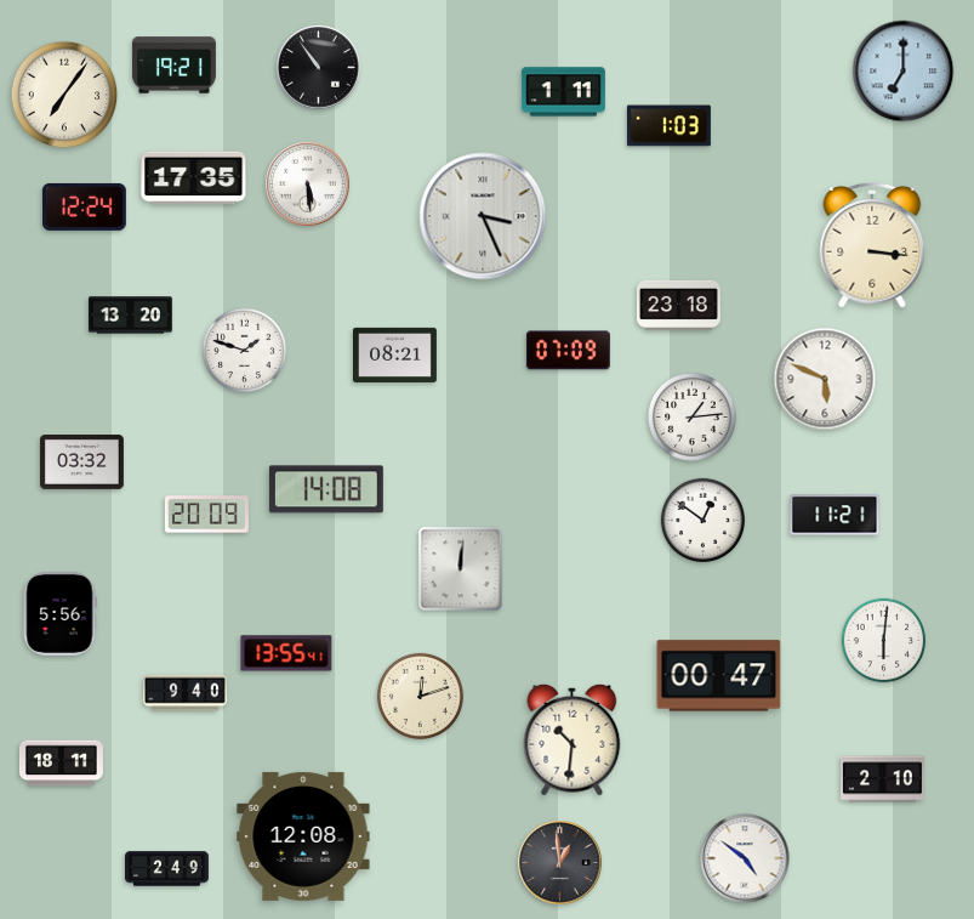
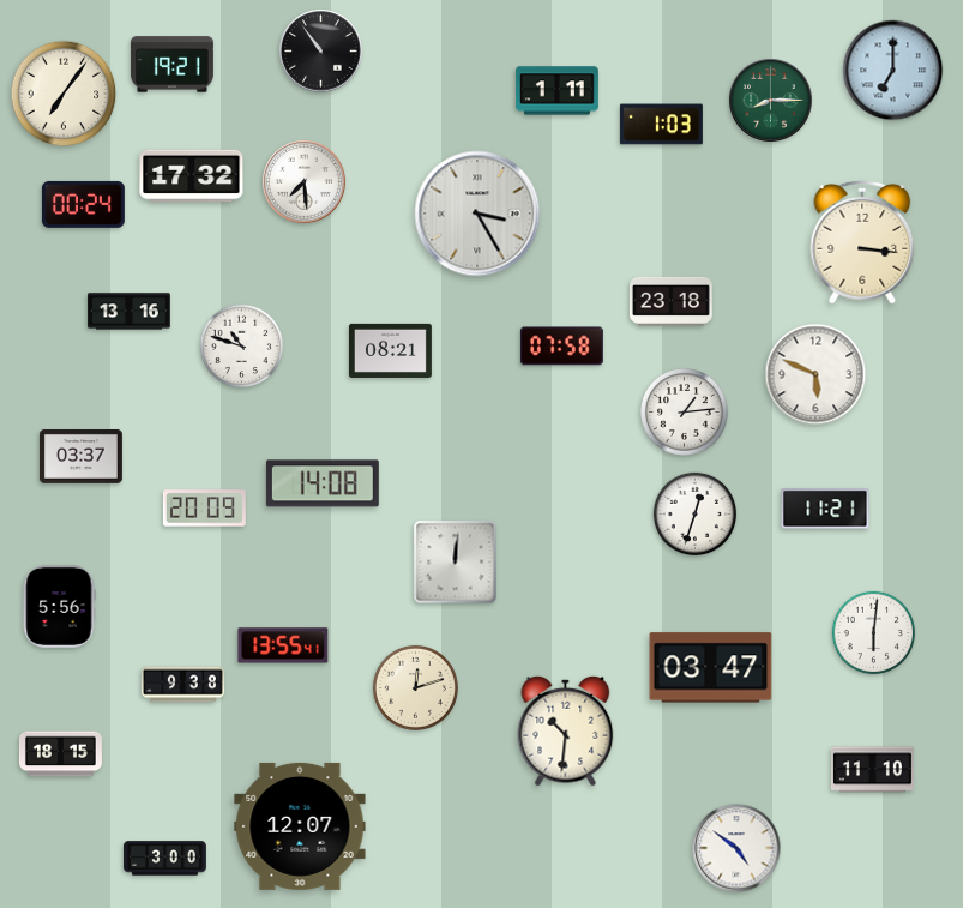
clock at (319, 68) position: (319, 68) -> (321, 52)
clock at (771, 101): none -> 8:15
clock at (194, 178): 17:35 -> 17:32
clock at (308, 185): 5:29 -> 7:29
clock at (84, 206): 12:24 -> 00:24
clock at (483, 216): 3:26 -> 3:25
clock at (130, 316): 13:20 -> 13:16
clock at (245, 351): 1:48 -> 10:48
clock at (568, 351): 07:09 -> 07:58
clock at (81, 463): 03:32 -> 03:37
clock at (704, 521): 12:51 -> 12:33
clock at (719, 676): 00:47 -> 03:47
clock at (184, 693): 9:40 -> 9:38
clock at (61, 764): 18:11 -> 18:15
clock at (882, 779): 2:10 -> 11:10
clock at (303, 836): 12:08 -> 12:07
clock at (560, 863): 12:59 -> none
clock at (166, 869): 2:49 -> 3:00
